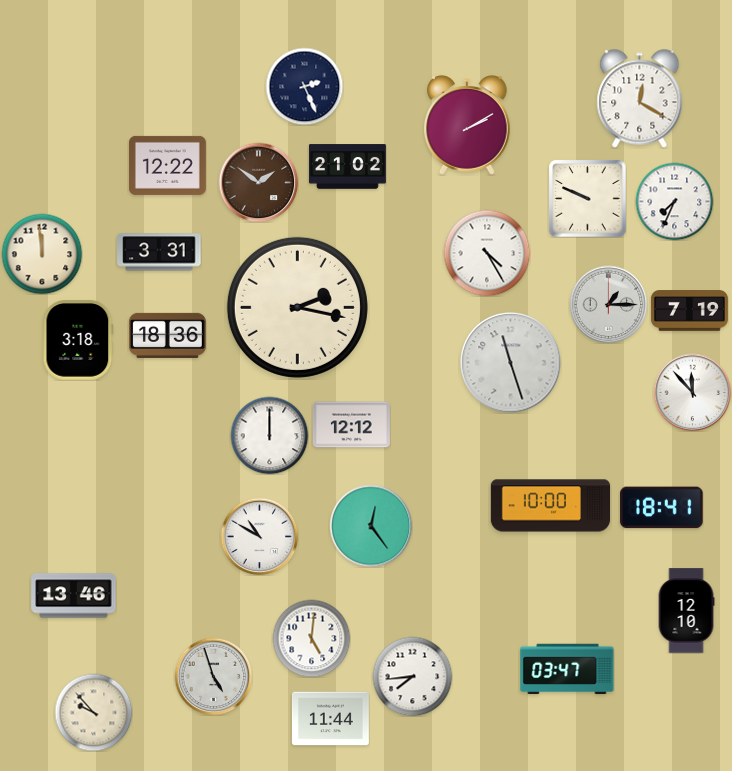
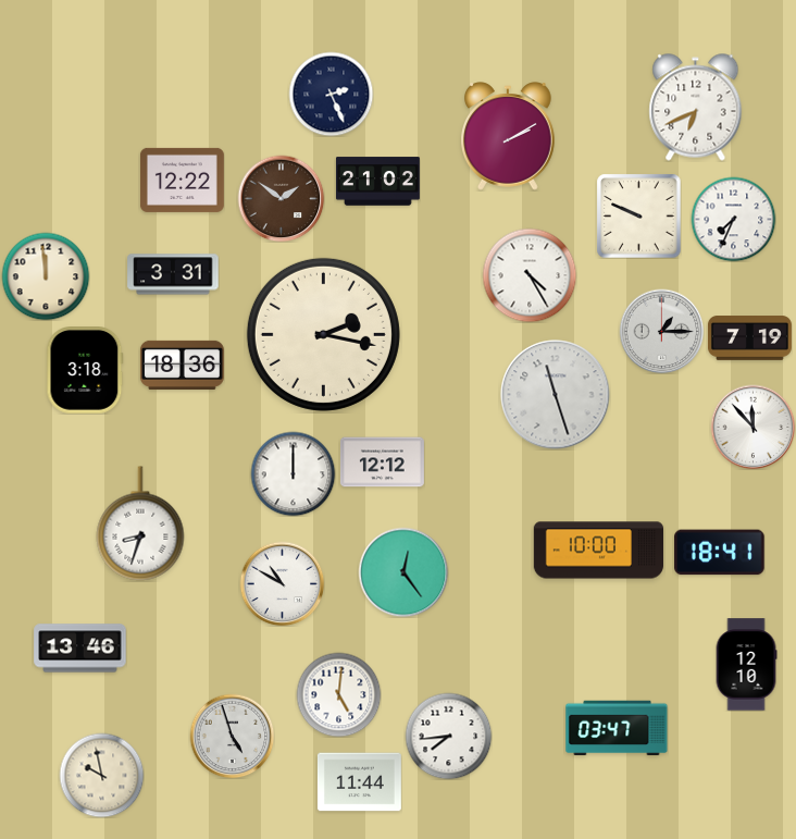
clock at (640, 99): 12:20 -> 6:41
clock at (140, 523): none -> 8:33
clock at (93, 712): 9:53 -> 9:58
